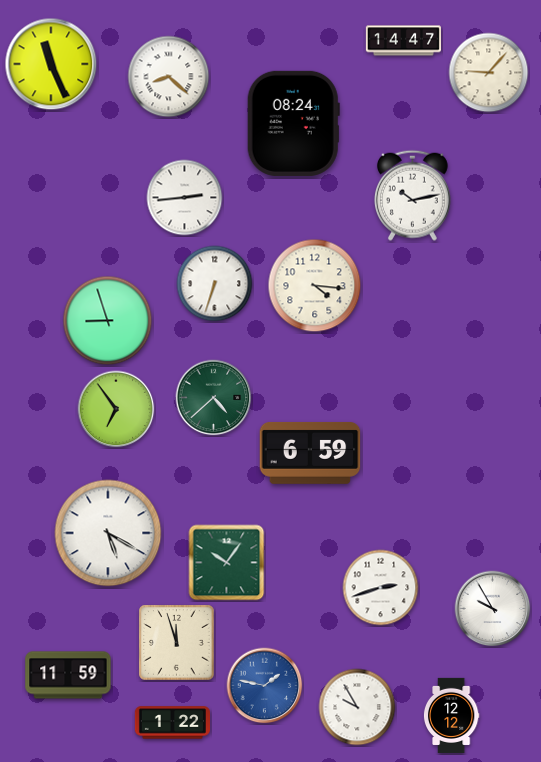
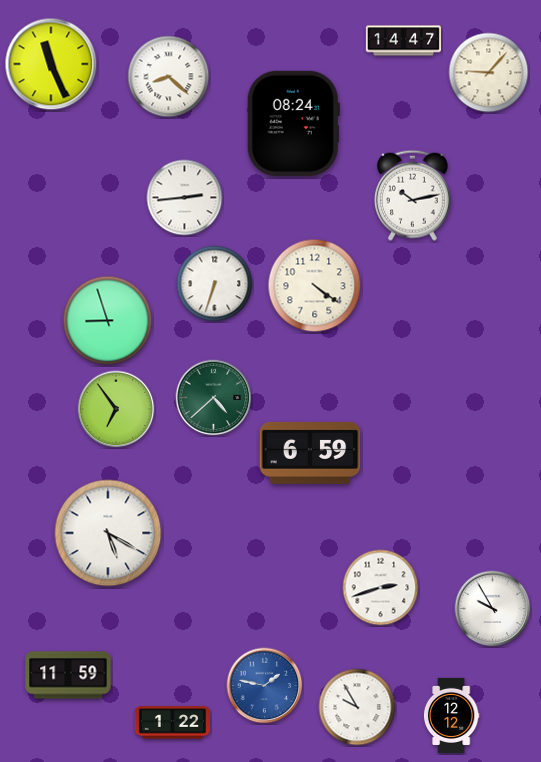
clock at (315, 286): 4:16 -> 4:21
clock at (227, 563): 10:06 -> none
clock at (177, 643): 11:57 -> none
